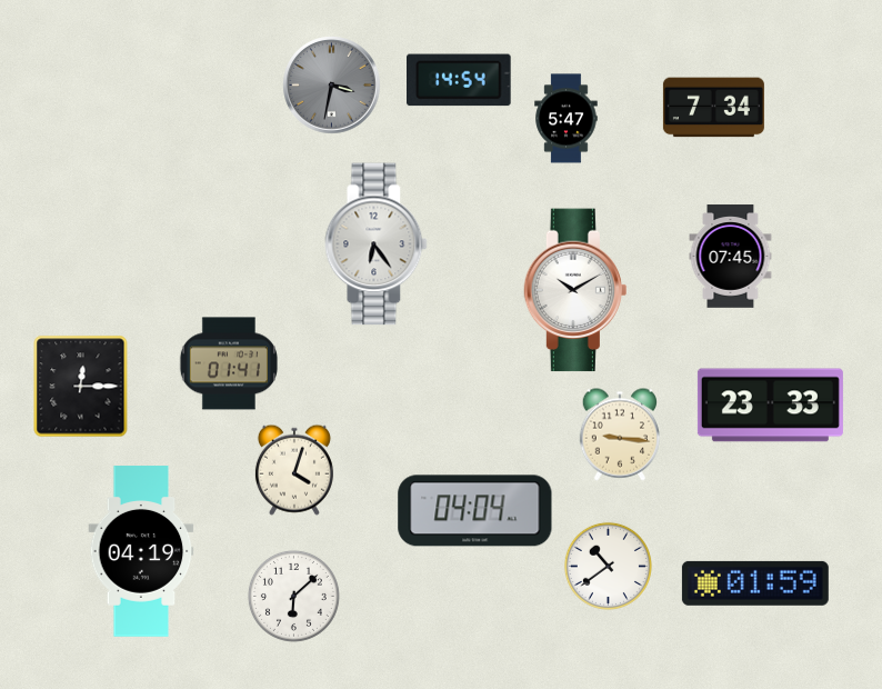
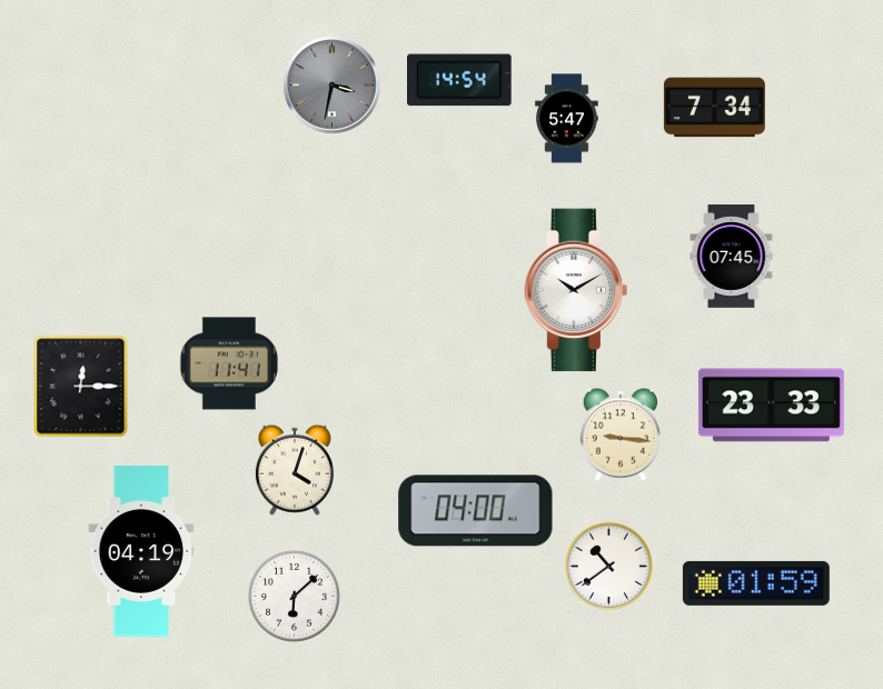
clock at (377, 244): 6:24 -> none
clock at (229, 363): 01:41 -> 11:41
clock at (475, 511): 04:04 -> 04:00
